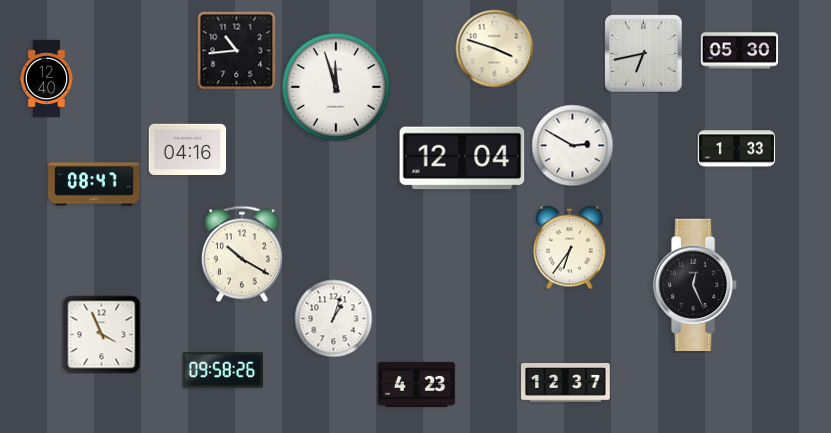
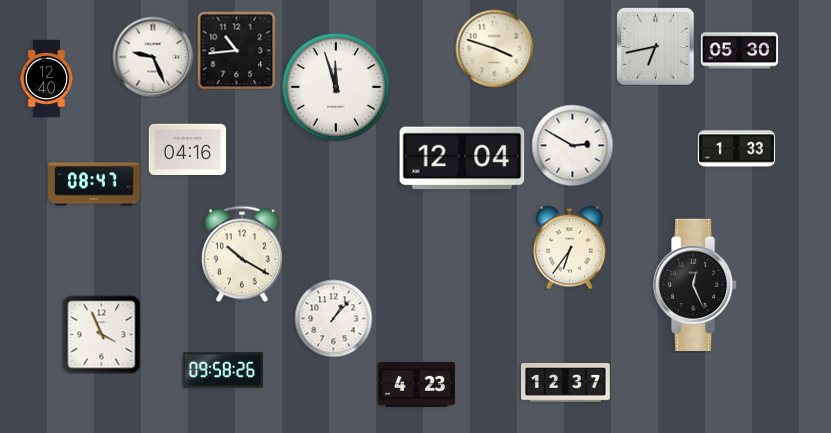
clock at (643, 53) position: (643, 53) -> (655, 46)
clock at (153, 57): none -> 9:26
clock at (333, 318): 1:03 -> 1:07
